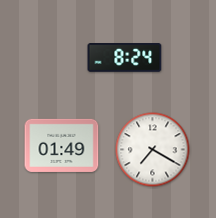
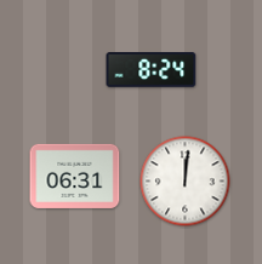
clock at (62, 145): 01:49 -> 06:31
clock at (153, 150): 7:20 -> 12:01
